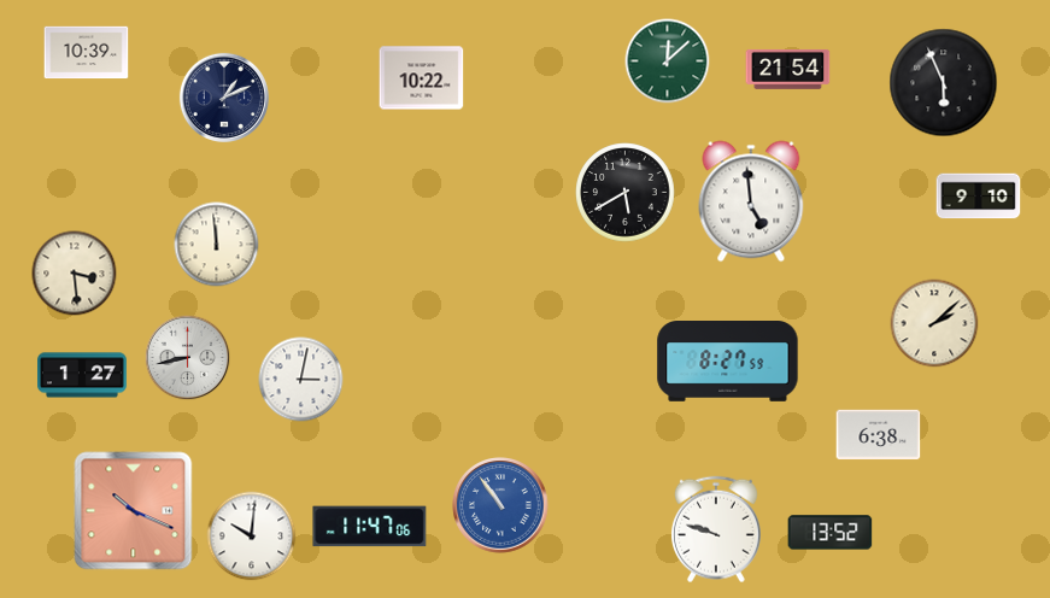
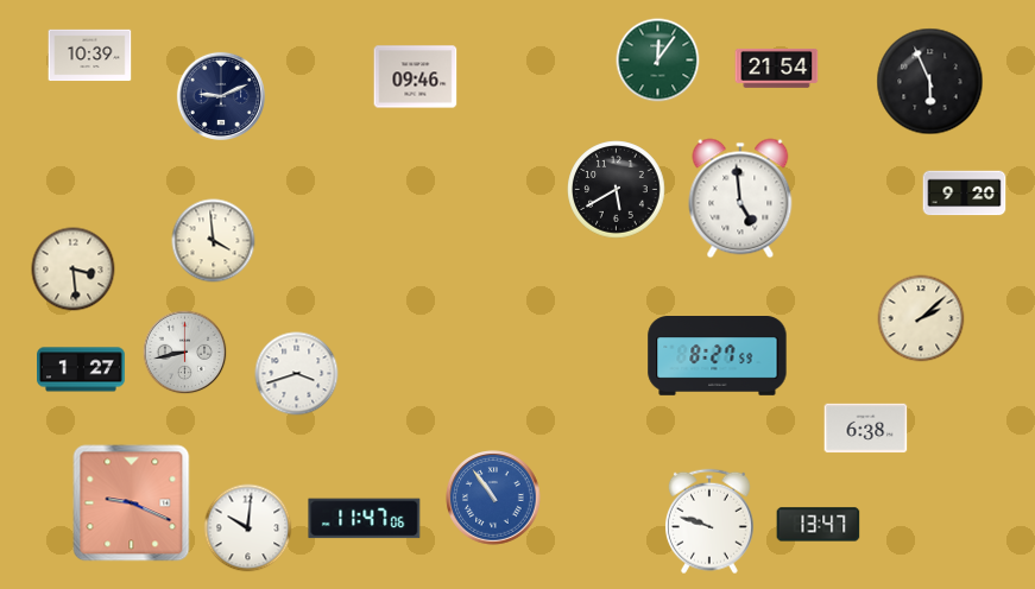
clock at (87, 53) position: (87, 53) -> (90, 56)
clock at (668, 61): 12:08 -> 12:06
clock at (422, 78): 10:22 -> 09:46
clock at (224, 98): 1:11 -> 9:11
clock at (979, 197): 9:10 -> 9:20
clock at (217, 245): 11:59 -> 3:59
clock at (301, 380): 3:02 -> 3:42
clock at (134, 511): 10:19 -> 9:19
clock at (716, 529) position: (716, 529) -> (709, 521)
clock at (831, 533): 13:52 -> 13:47
